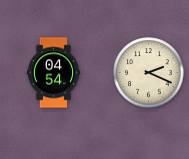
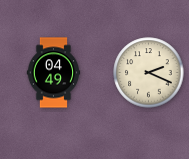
clock at (54, 73): 04:54 -> 04:49
